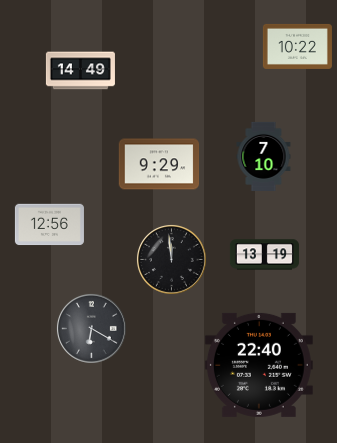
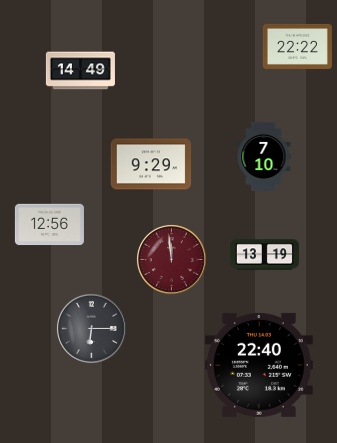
clock at (297, 46): 10:22 -> 22:22
clock at (159, 164) position: (159, 164) -> (151, 164)
clock at (171, 259) dial: black -> burgundy
clock at (91, 328): 6:20 -> 6:15
